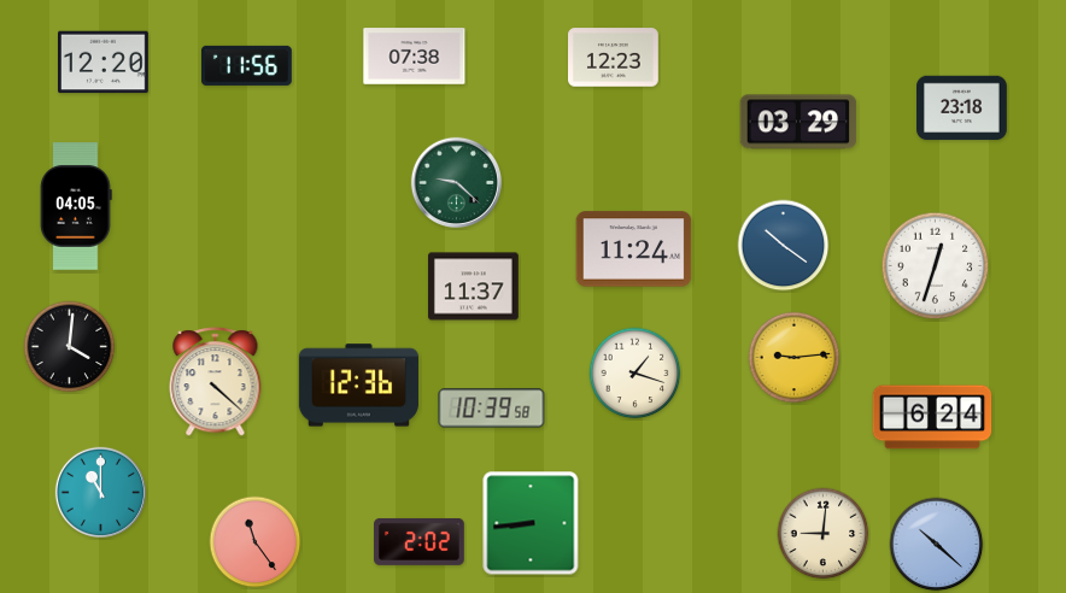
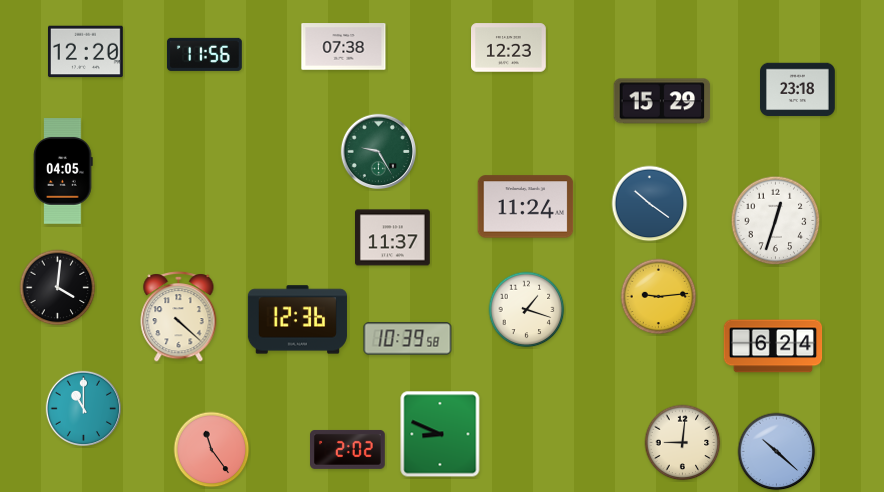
clock at (798, 122): 03:29 -> 15:29
clock at (456, 182): 9:22 -> 9:25
clock at (531, 523): 8:44 -> 8:49
